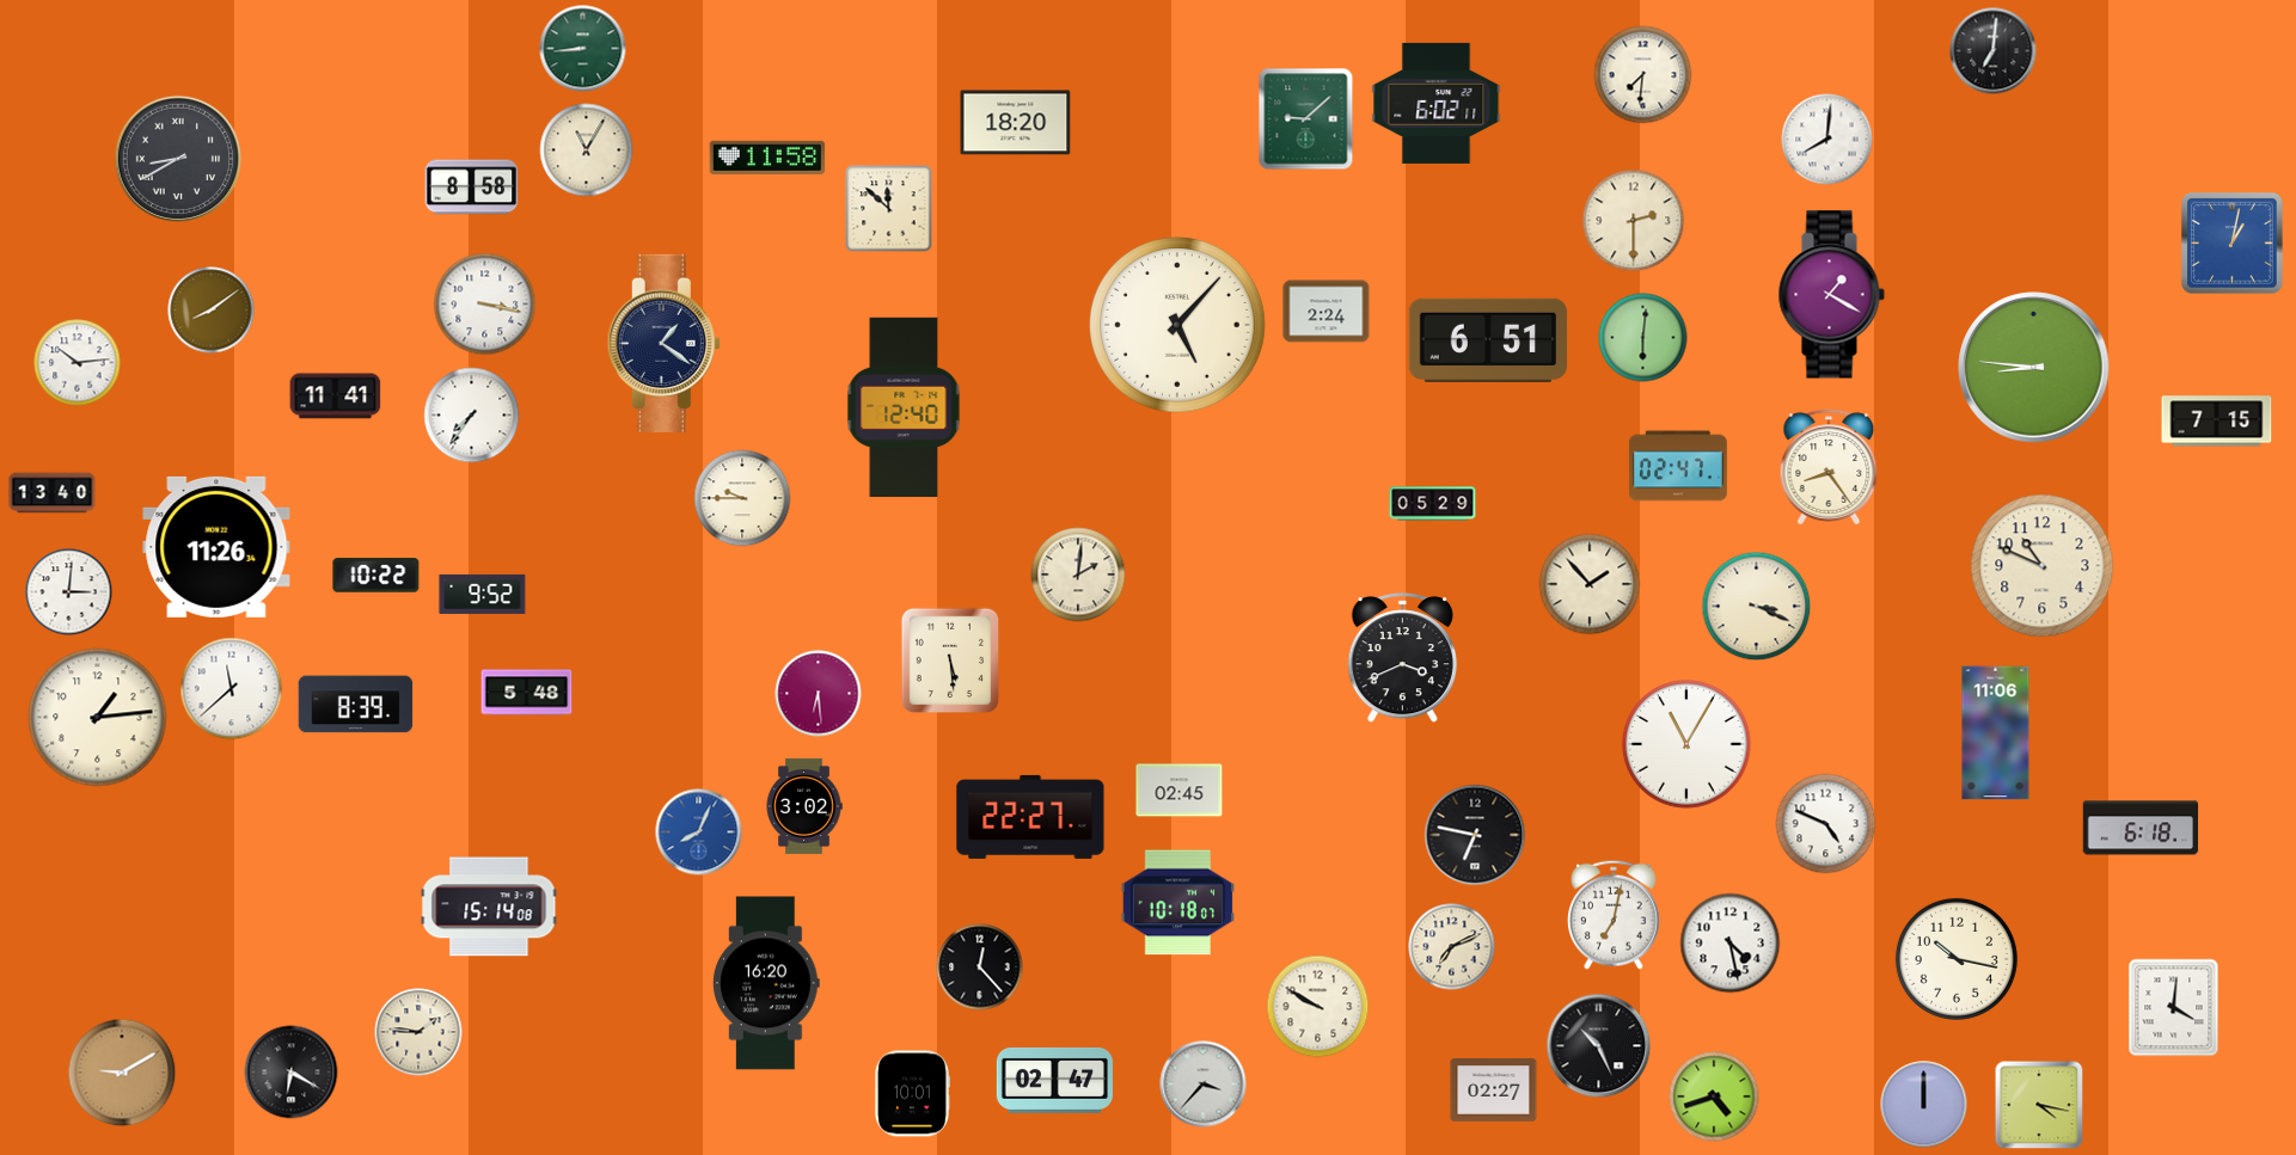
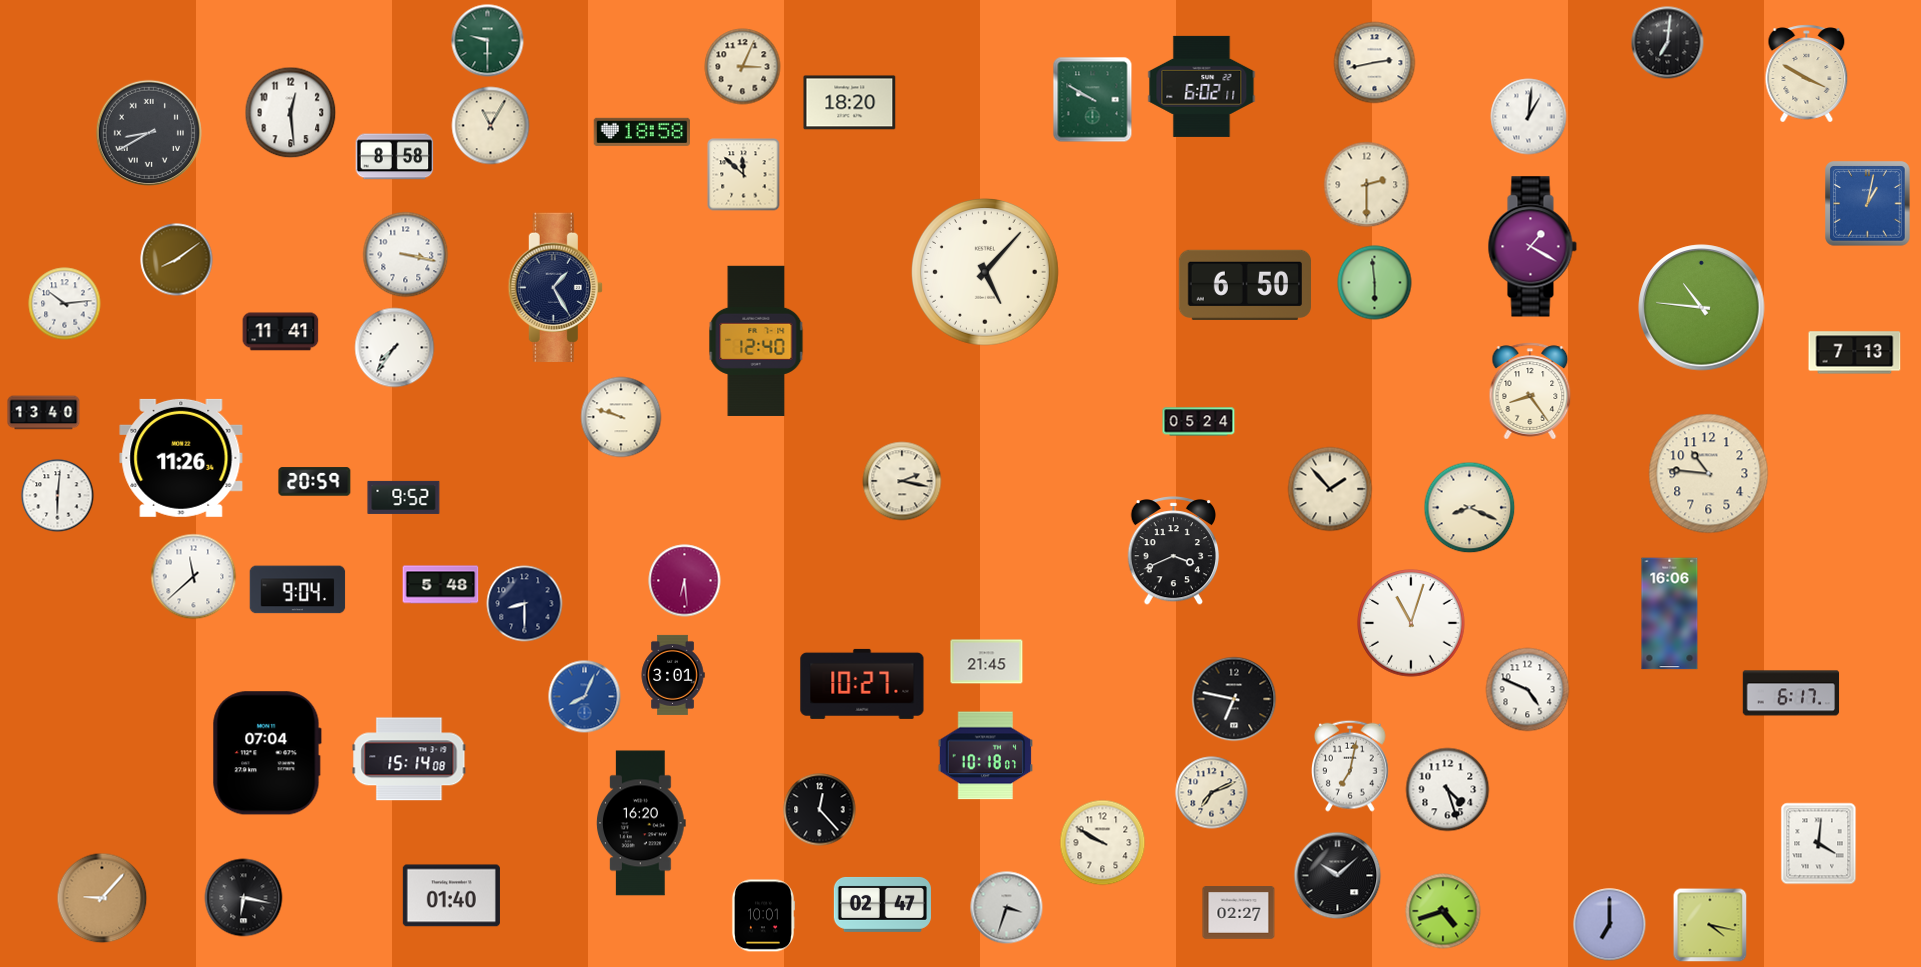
clock at (583, 49): 8:44 -> 9:30
clock at (1643, 75): 7:31 -> 2:43
clock at (743, 67): none -> 3:04
clock at (1807, 74): none -> 3:50
clock at (1306, 119): 9:08 -> 9:50
clock at (291, 113): none -> 12:29
clock at (1827, 140): 8:01 -> 1:01
clock at (766, 158): 11:58 -> 18:58
clock at (1327, 312): 2:24 -> none
clock at (1643, 338): 6:01 -> 5:59
clock at (1488, 340): 6:51 -> 6:50
clock at (663, 343): 1:21 -> 1:25
clock at (2034, 368): 8:46 -> 10:46
clock at (2217, 422): 7:15 -> 7:13
clock at (1679, 466): 02:47 -> none
clock at (742, 498): 9:45 -> 9:48
clock at (1433, 504): 05:29 -> 05:24
clock at (2043, 566): 10:49 -> 10:46
clock at (1078, 575): 2:01 -> 2:17
clock at (376, 576): 10:22 -> 20:59
clock at (69, 592): 3:01 -> 6:01
clock at (1757, 607): 3:19 -> 8:19
clock at (950, 661): 5:29 -> none
clock at (527, 693) position: (527, 693) -> (441, 585)
clock at (356, 705): 8:39 -> 9:04
clock at (98, 718): 1:14 -> none
clock at (525, 604): none -> 8:30
clock at (1996, 733): 11:06 -> 16:06
clock at (1686, 744): 11:05 -> 11:03
clock at (1180, 791): 02:45 -> 21:45
clock at (804, 806): 3:02 -> 3:01
clock at (1030, 817): 22:27 -> 10:27
clock at (2141, 828): 6:18 -> 6:17
clock at (267, 753): none -> 07:04
clock at (1731, 944): 4:28 -> 4:27
clock at (1452, 947) position: (1452, 947) -> (1212, 793)
clock at (1957, 959): 10:17 -> none
clock at (418, 1032): 1:46 -> none
clock at (1599, 1046): 10:26 -> 10:08
clock at (451, 896): none -> 01:40
clock at (122, 1073): 9:10 -> 9:07
clock at (292, 1073): 6:20 -> 6:17
clock at (1204, 1085): 3:37 -> 3:33
clock at (1494, 1091) position: (1494, 1091) -> (1239, 913)
clock at (1714, 1096) position: (1714, 1096) -> (1443, 911)
clock at (1924, 1105): 12:00 -> 7:00
clock at (2039, 1105) position: (2039, 1105) -> (1710, 925)
